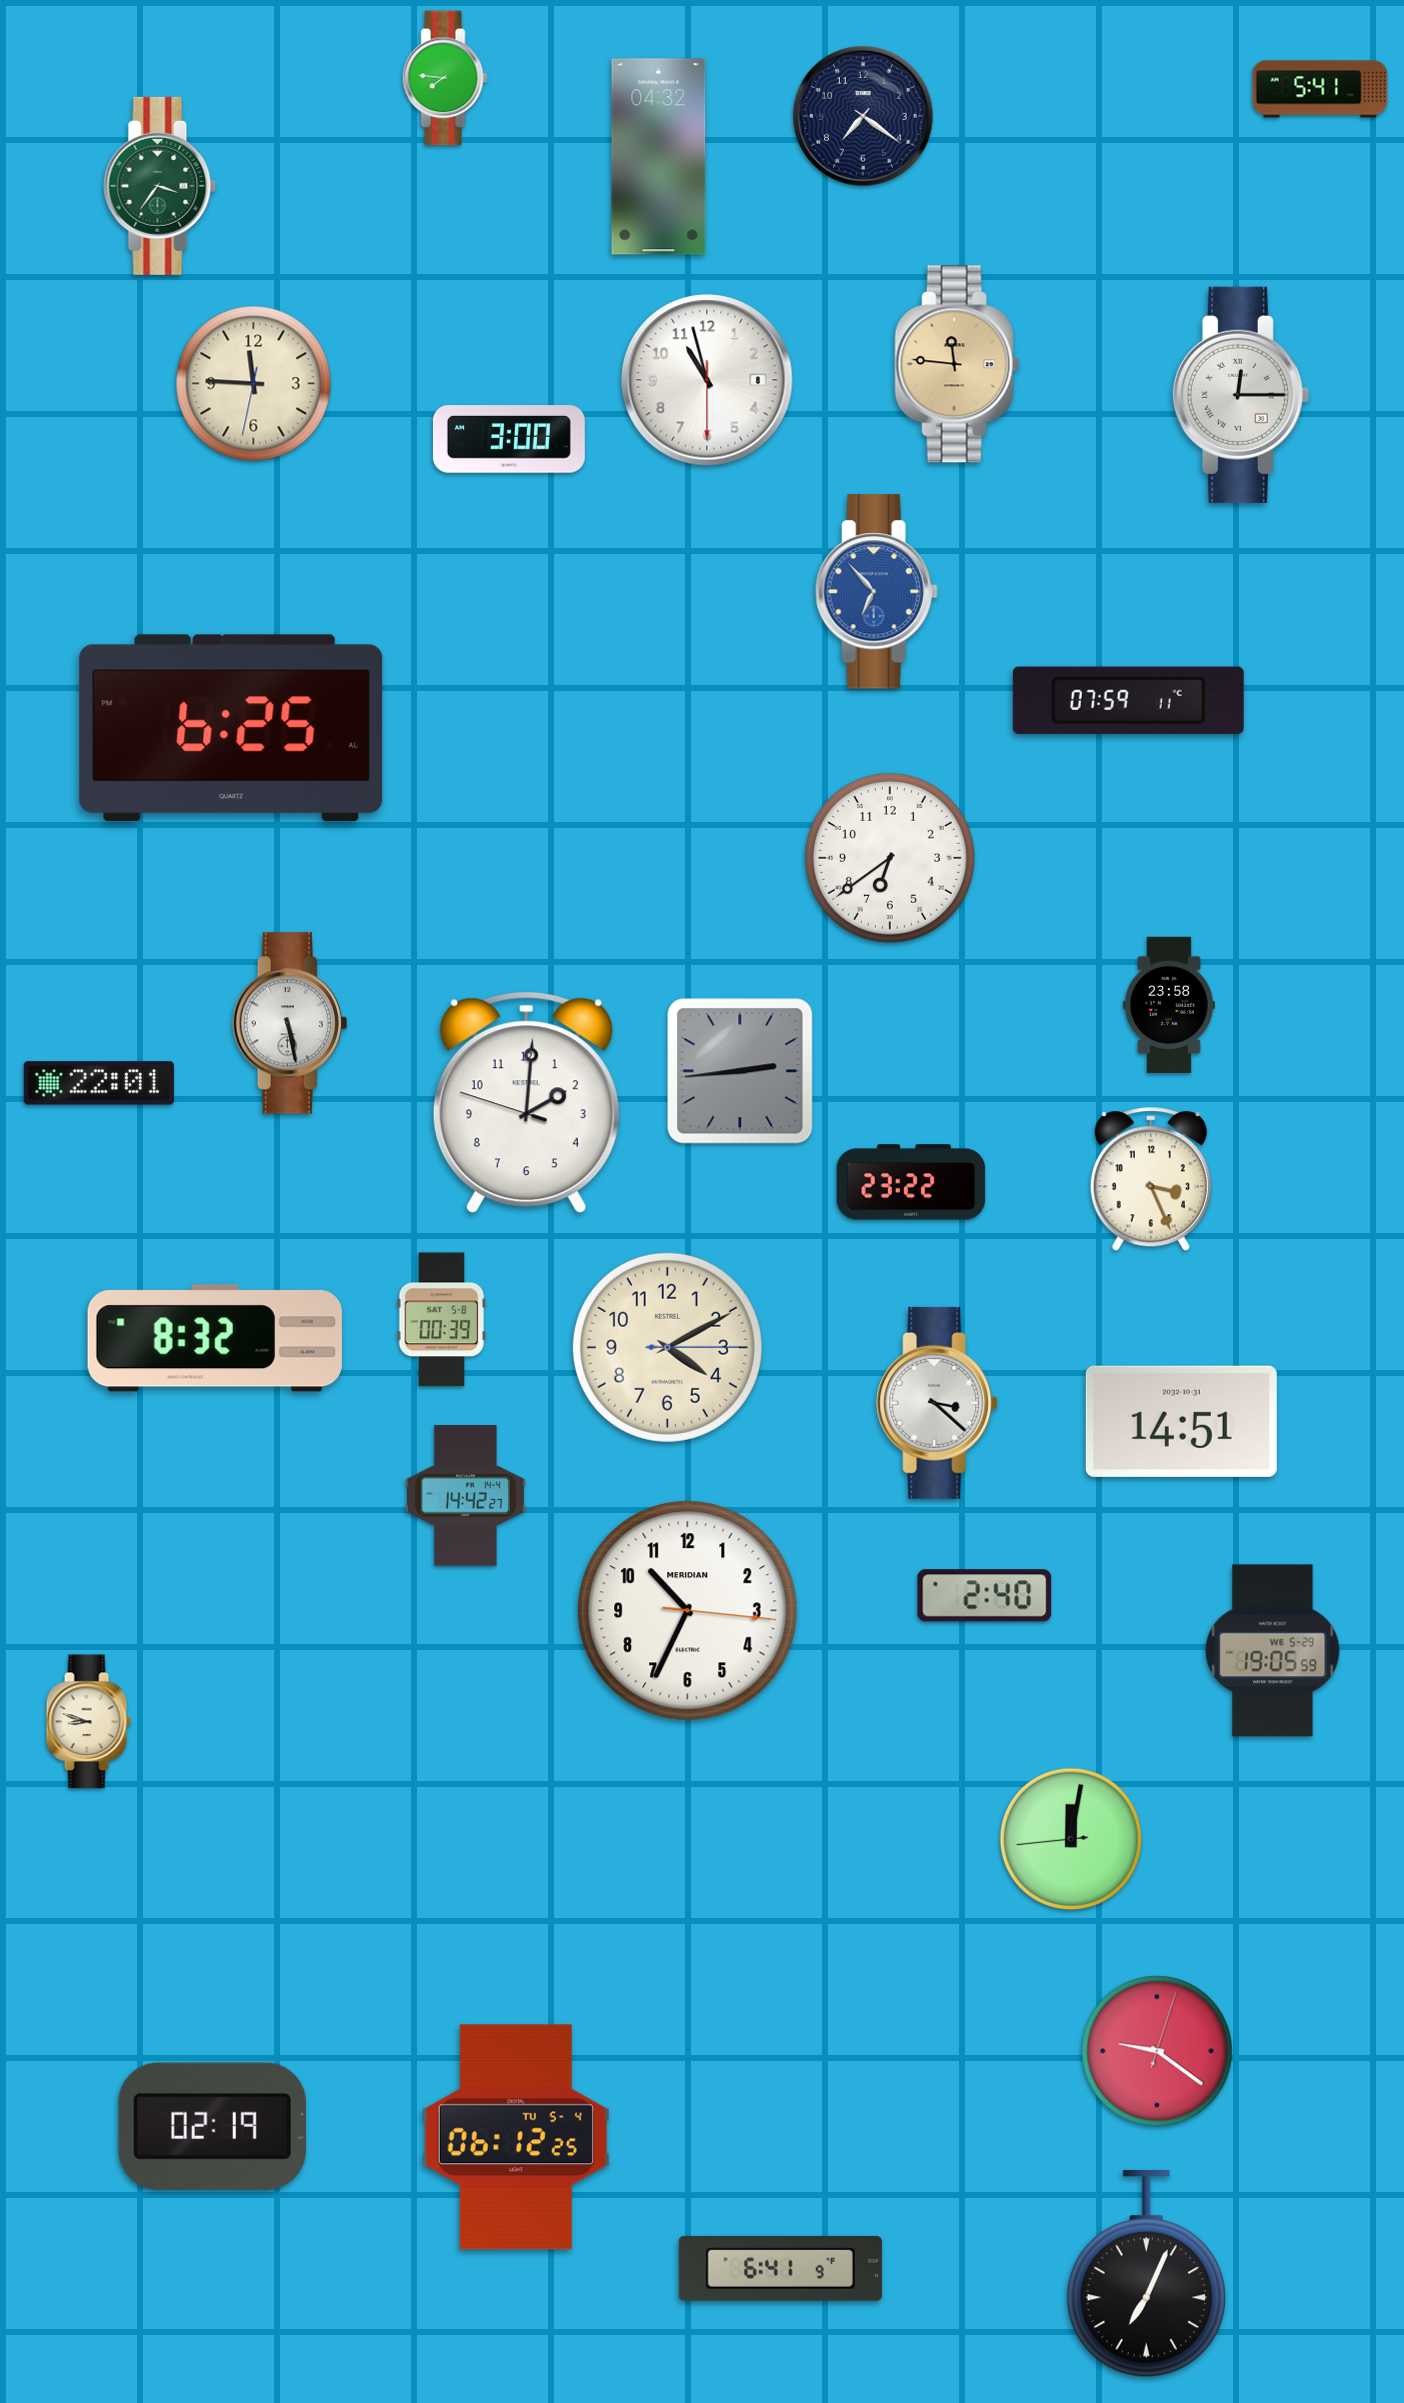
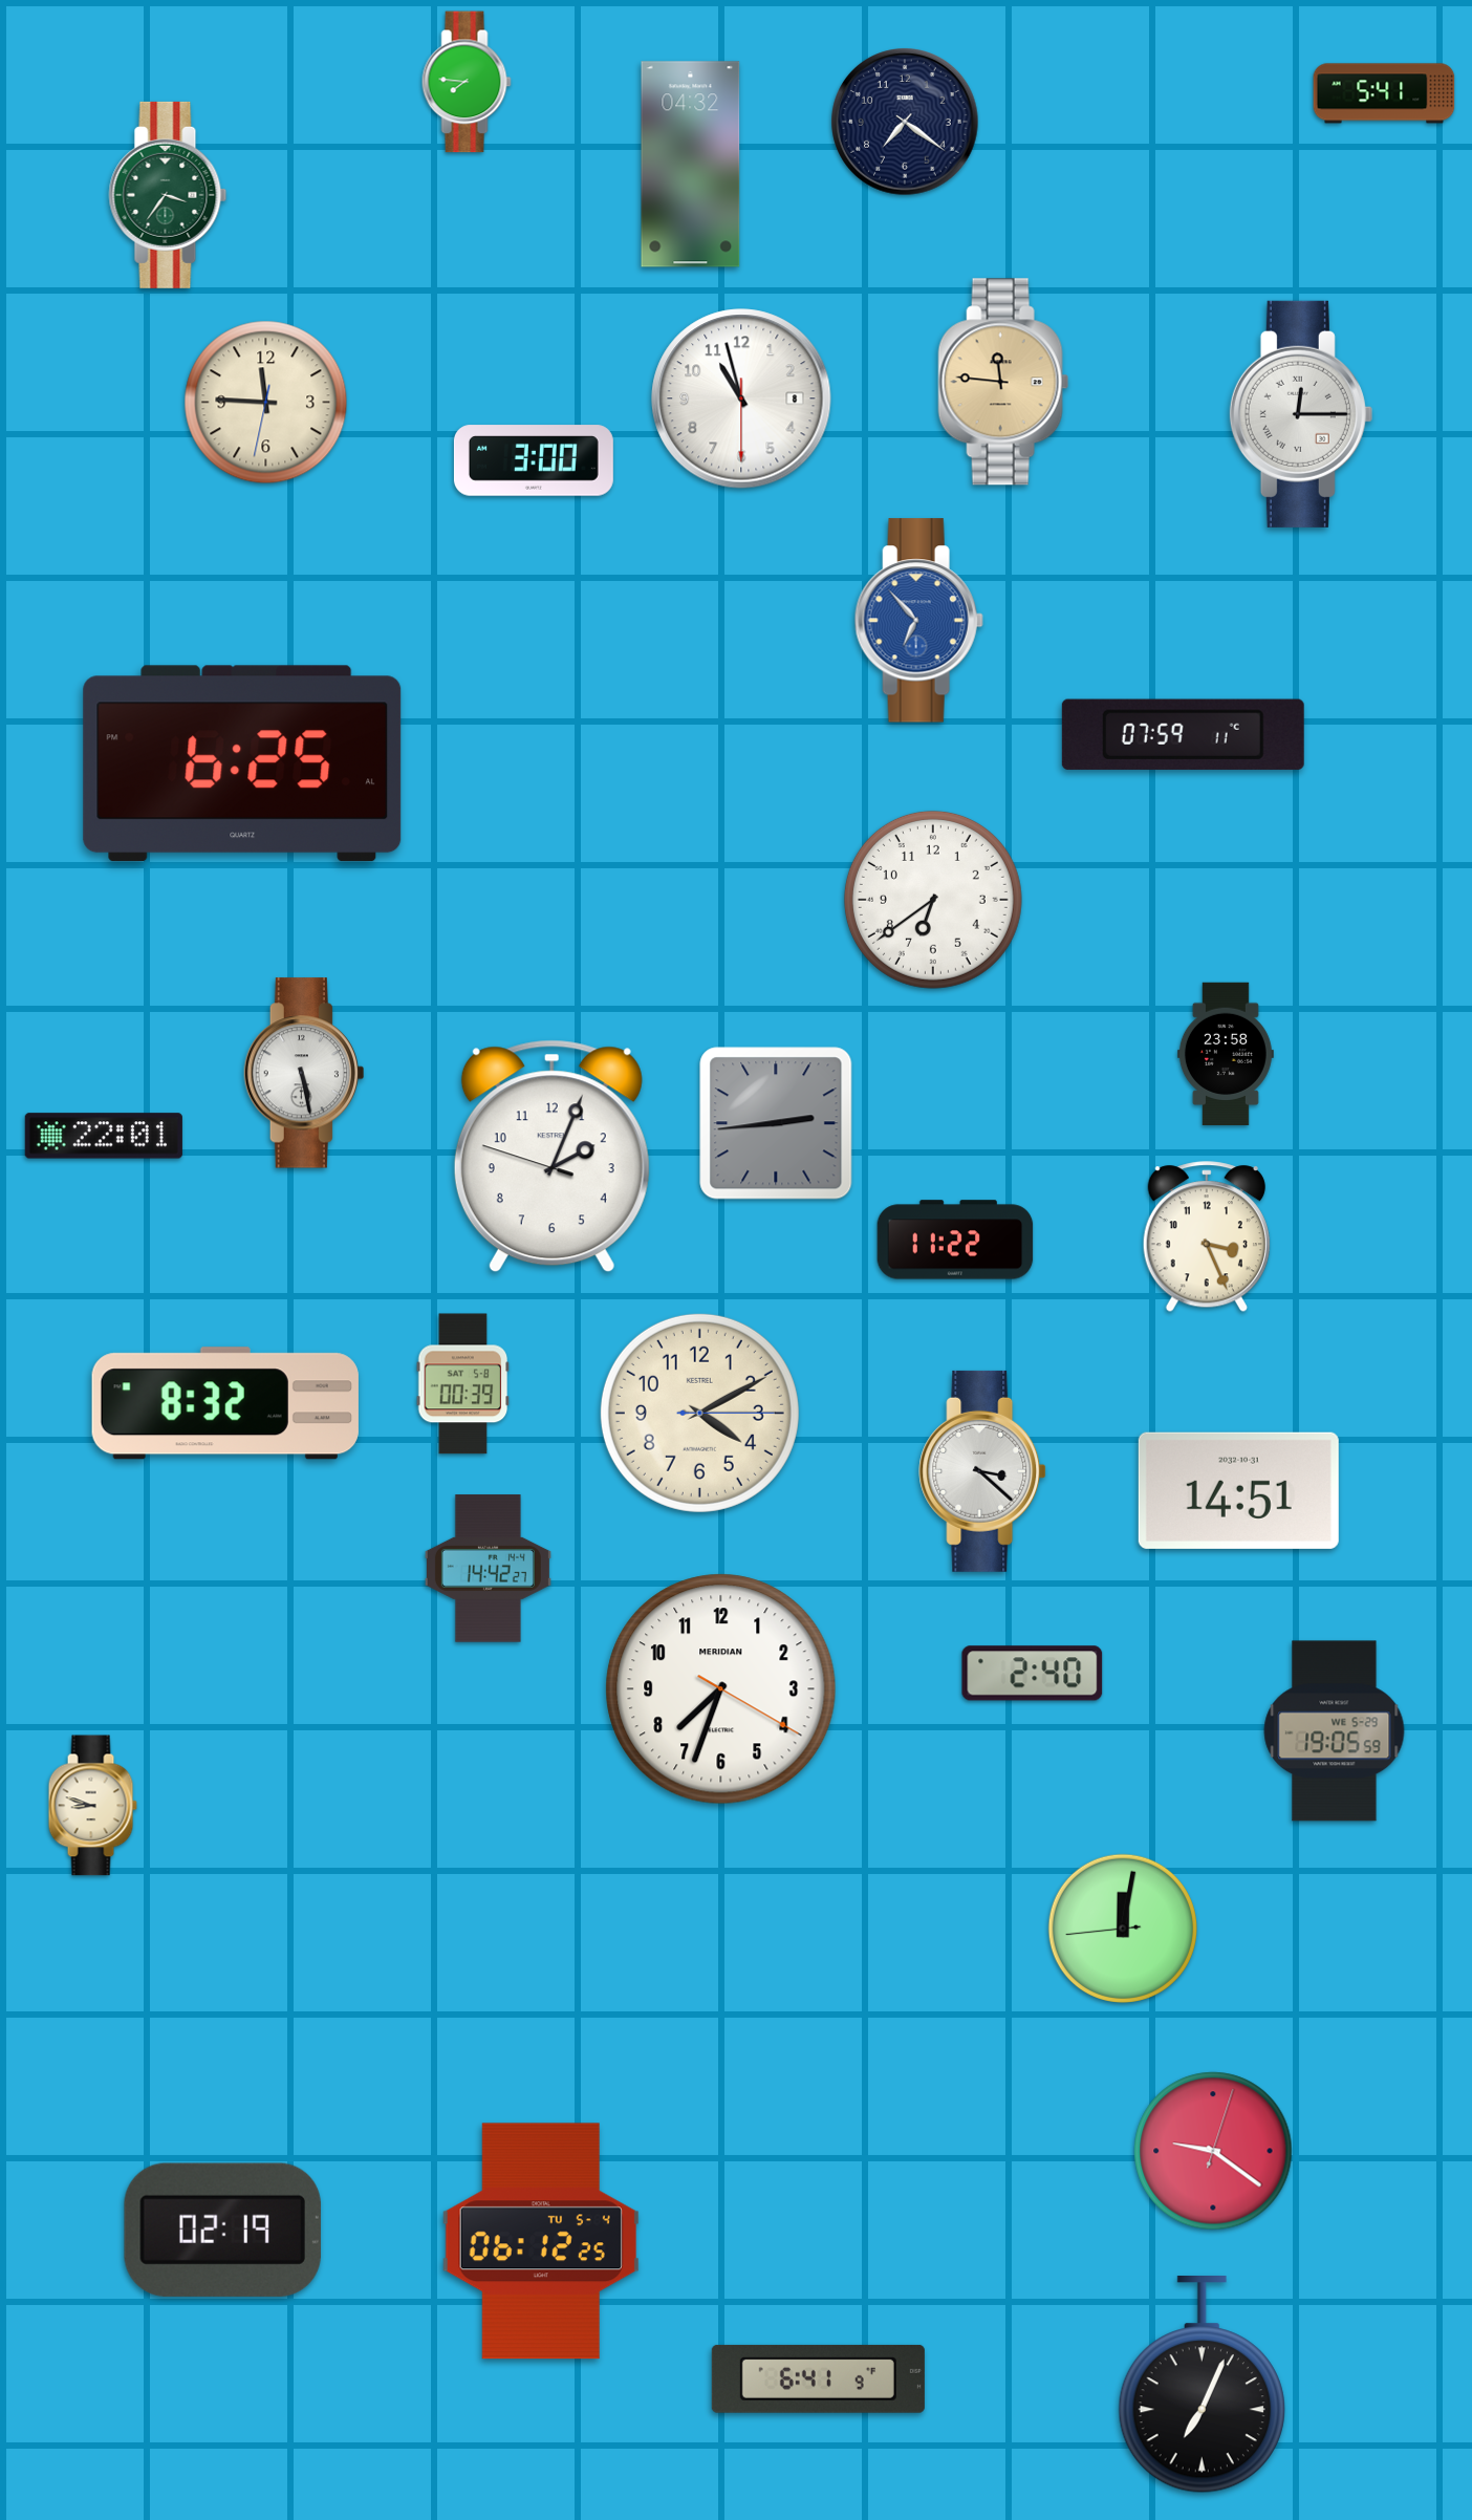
clock at (526, 1103): 2:00 -> 2:03
clock at (911, 1182): 23:22 -> 11:22
clock at (688, 1611): 10:34 -> 7:33
